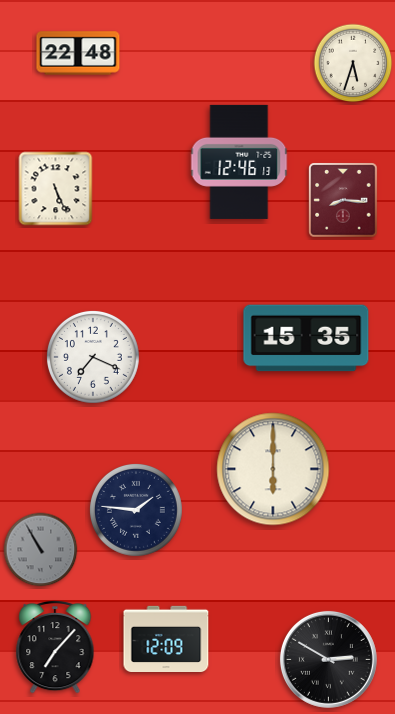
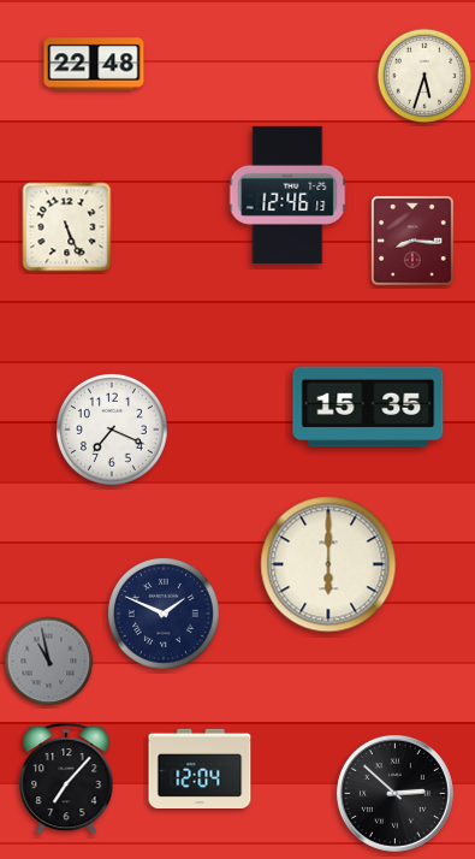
clock at (136, 510): 1:46 -> 1:49
clock at (41, 550): 10:55 -> 10:58
clock at (166, 638): 12:09 -> 12:04
clock at (328, 659): 2:50 -> 2:52
